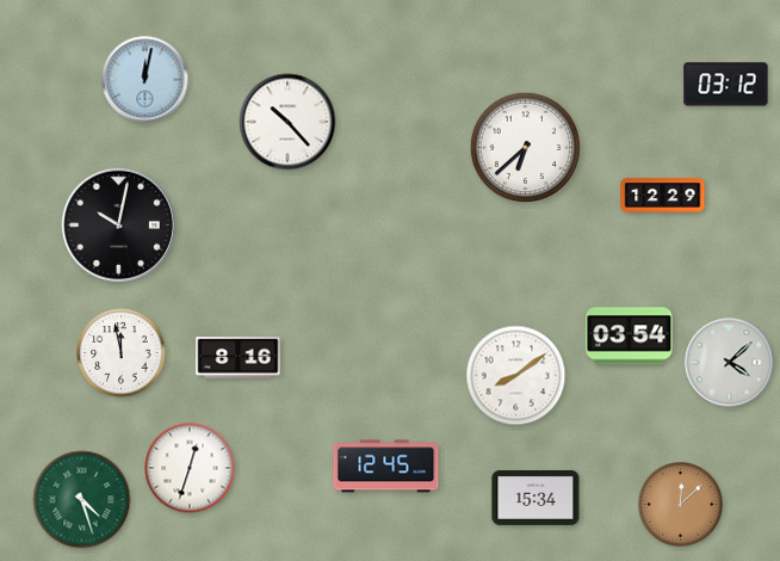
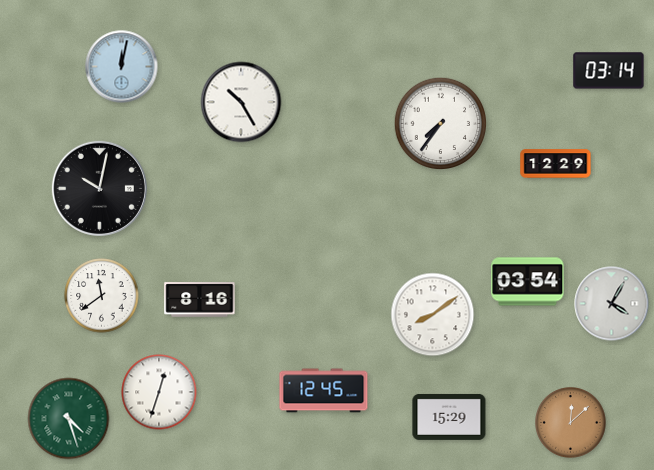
clock at (726, 85): 03:12 -> 03:14
clock at (287, 122): 10:23 -> 10:25
clock at (525, 147): 6:38 -> 7:36
clock at (122, 353): 11:58 -> 11:39
clock at (730, 363): 4:08 -> 4:05
clock at (536, 498): 15:34 -> 15:29
